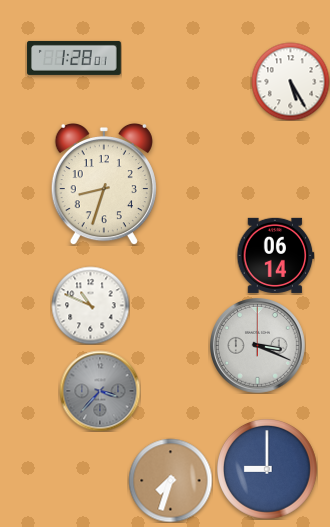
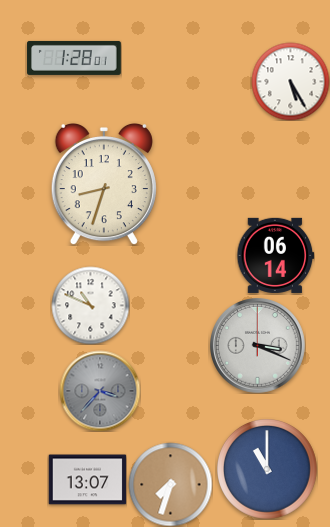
clock at (268, 470): 9:00 -> 11:00
clock at (87, 480): none -> 13:07
clock at (170, 480) position: (170, 480) -> (170, 484)
